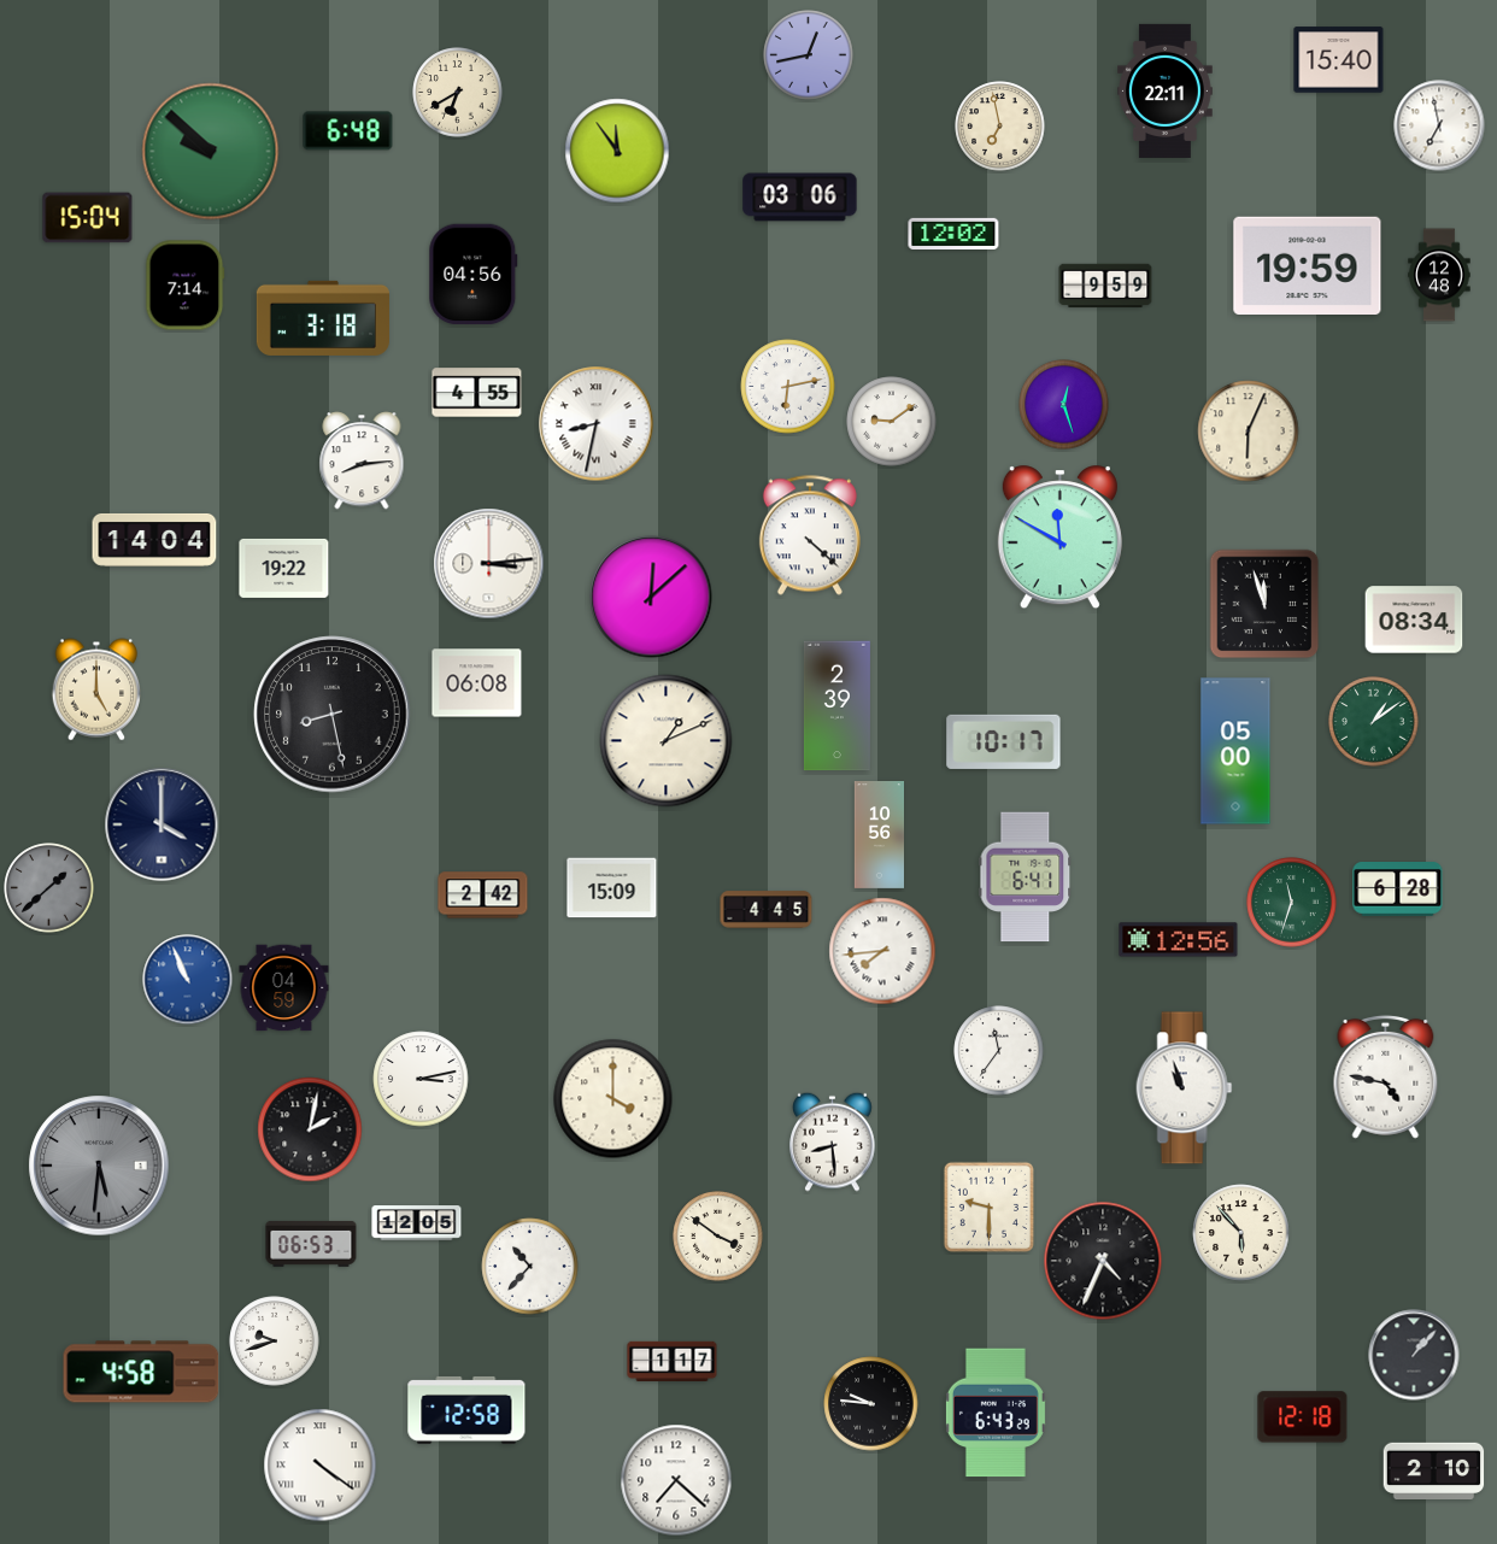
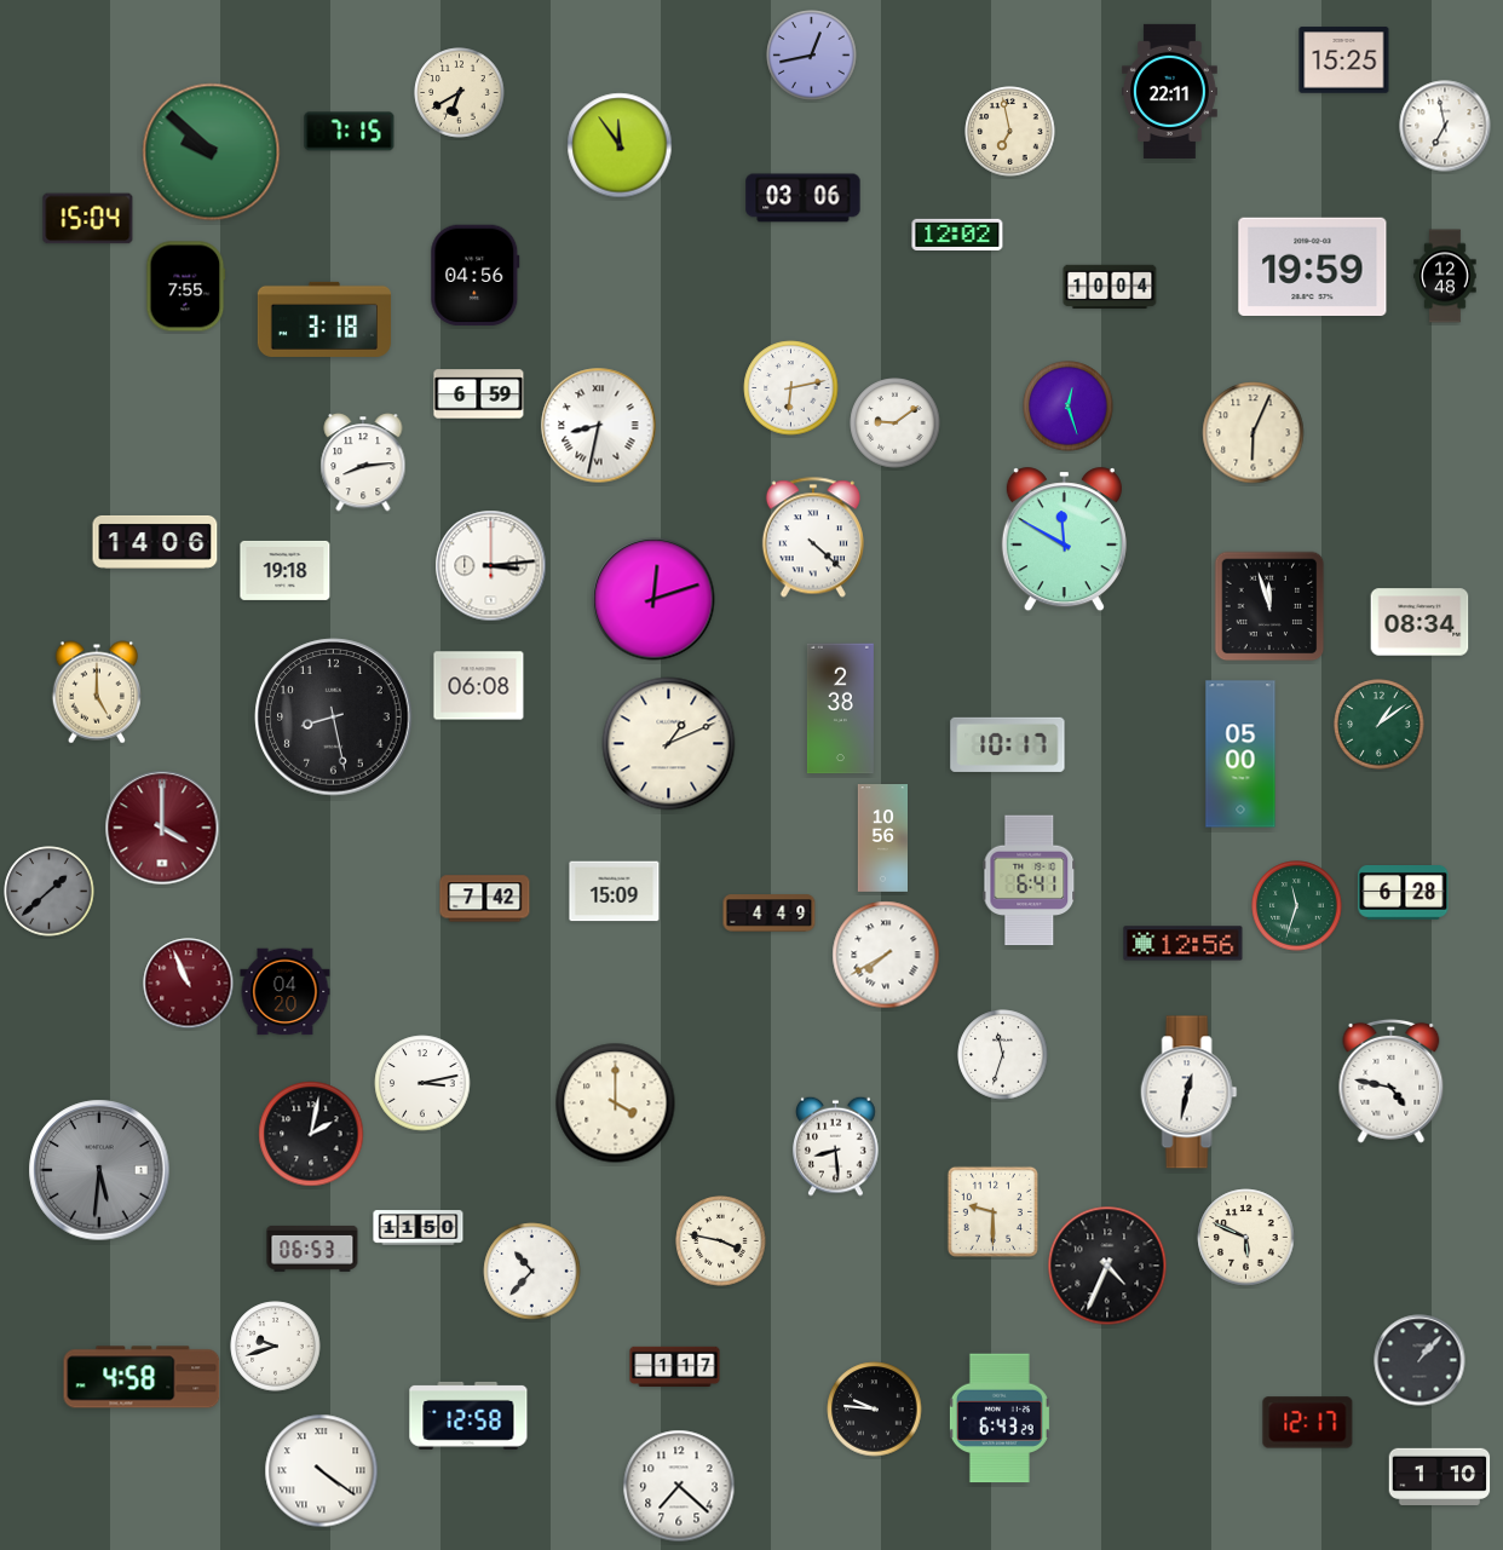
clock at (1339, 60): 15:40 -> 15:25
clock at (1000, 127) position: (1000, 127) -> (1010, 132)
clock at (348, 131): 6:48 -> 7:15
clock at (617, 151) position: (617, 151) -> (620, 145)
clock at (186, 286): 7:14 -> 7:55
clock at (1105, 286): 9:59 -> 10:04
clock at (477, 393): 4:55 -> 6:59
clock at (154, 540): 14:04 -> 14:06
clock at (284, 568): 19:22 -> 19:18
clock at (651, 597): 12:08 -> 12:12
clock at (836, 706): 2:39 -> 2:38
clock at (162, 824) dial: navy -> burgundy
clock at (483, 896): 2:42 -> 7:42
clock at (767, 910): 4:45 -> 4:49
clock at (882, 951): 7:44 -> 7:40
clock at (188, 980) dial: blue -> burgundy
clock at (284, 988): 04:59 -> 04:20
clock at (999, 1051): 11:36 -> 11:33
clock at (1185, 1088): 10:57 -> 12:32
clock at (417, 1223): 12:05 -> 11:50
clock at (1241, 1233): 5:53 -> 5:49
clock at (718, 1237): 3:51 -> 3:47
clock at (1303, 1417): 12:18 -> 12:17
clock at (1434, 1470): 2:10 -> 1:10
